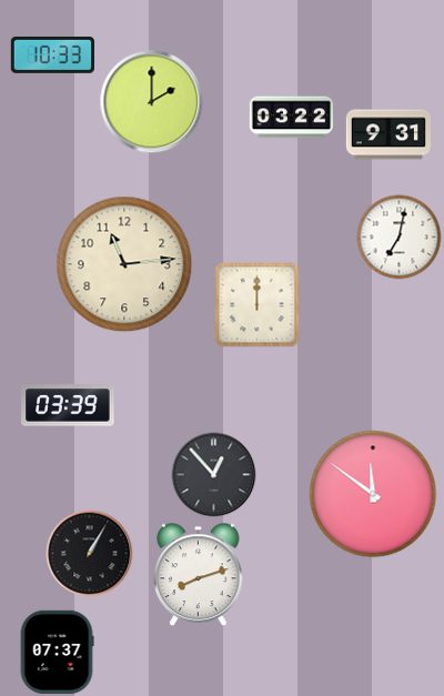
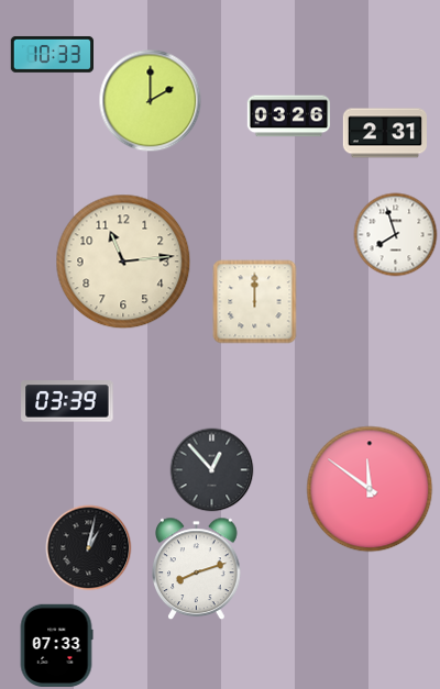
clock at (291, 118): 03:22 -> 03:26
clock at (389, 134): 9:31 -> 2:31
clock at (400, 238): 7:02 -> 7:57
clock at (90, 554): 1:05 -> 1:02
clock at (57, 652): 07:37 -> 07:33
